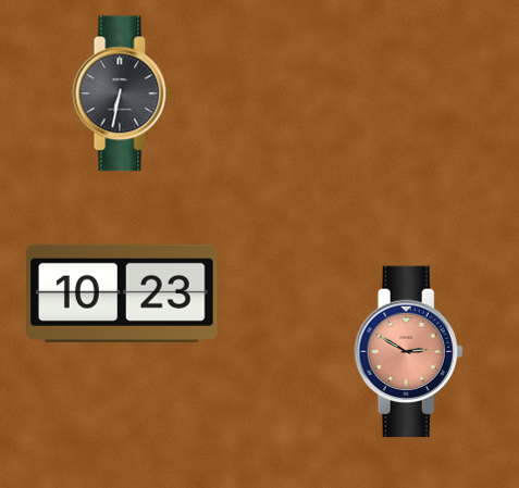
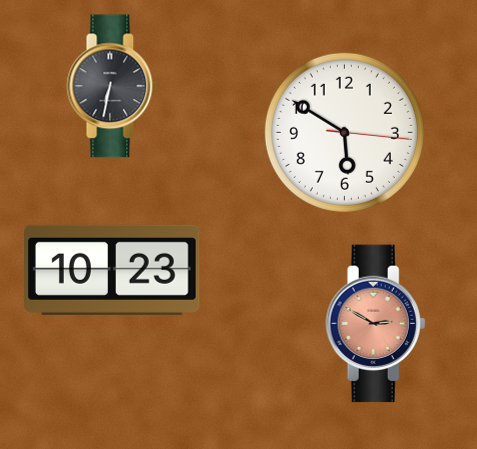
clock at (344, 132): none -> 5:50
